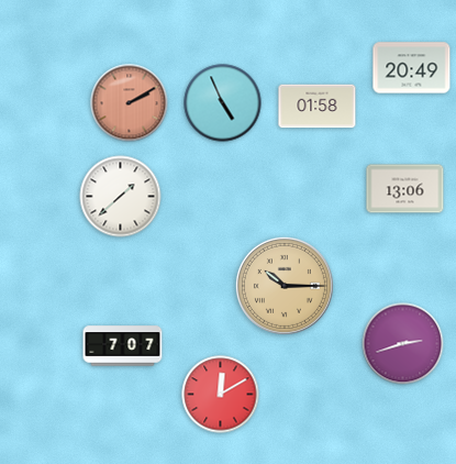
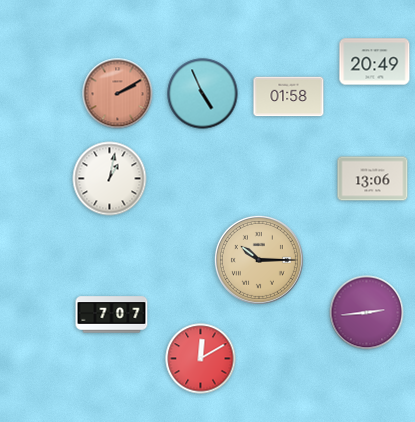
clock at (405, 189) position: (405, 189) -> (373, 179)
clock at (121, 197): 1:38 -> 1:02
clock at (403, 344): 2:42 -> 2:44
